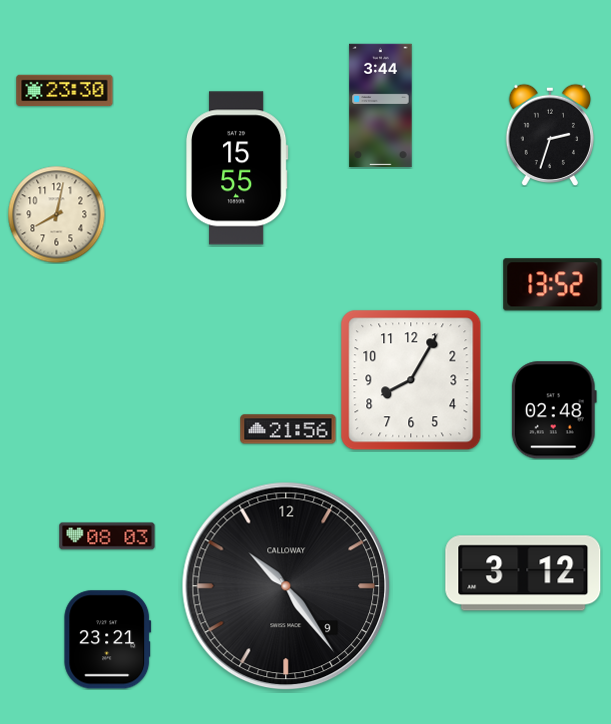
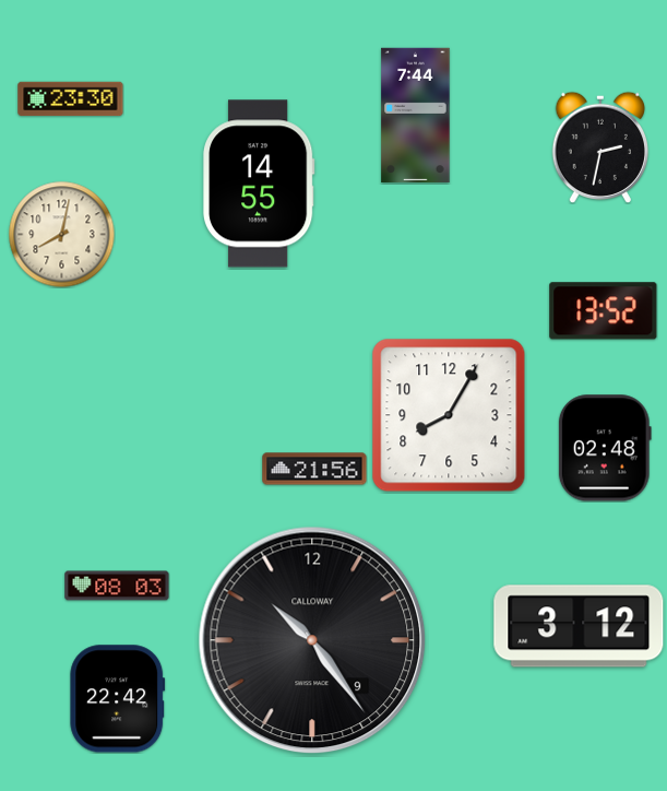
clock at (381, 106): 3:44 -> 7:44
clock at (549, 135): 2:33 -> 2:32
clock at (237, 168): 15:55 -> 14:55
clock at (523, 573) position: (523, 573) -> (579, 626)
clock at (108, 640): 23:21 -> 22:42
